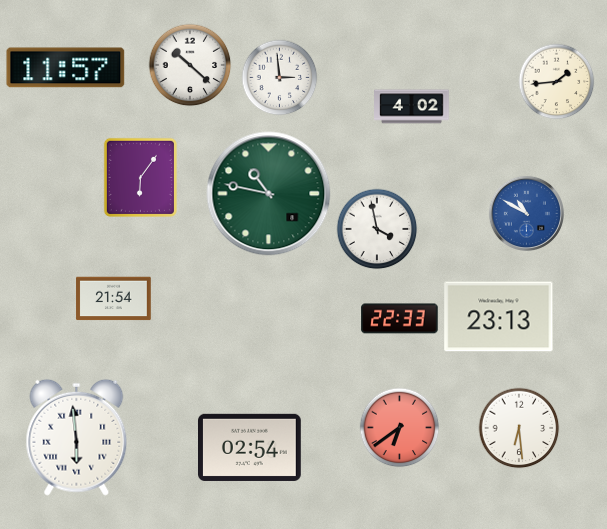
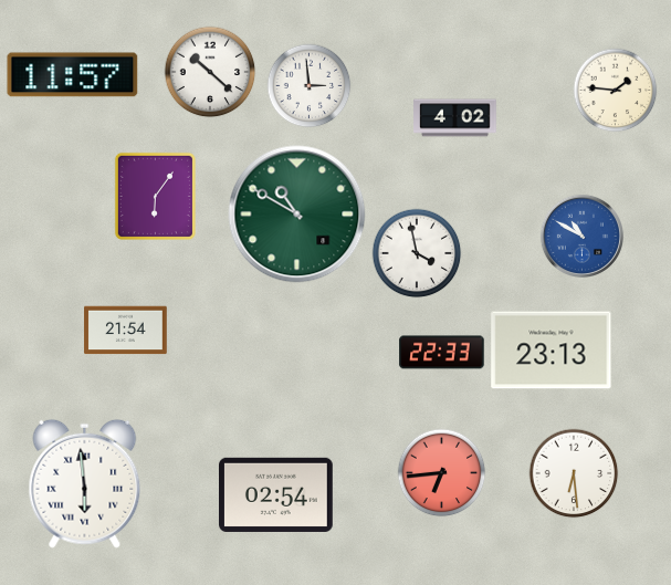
clock at (557, 82): 1:44 -> 1:46
clock at (269, 194): 10:47 -> 10:50
clock at (400, 428): 6:39 -> 6:44
